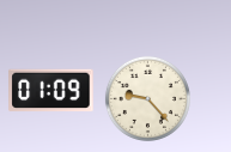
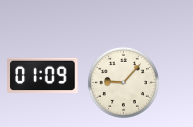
clock at (147, 98): 9:23 -> 9:07
